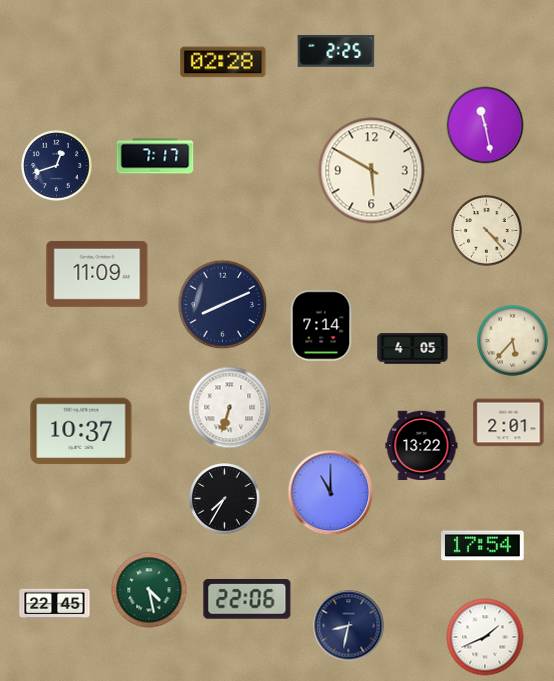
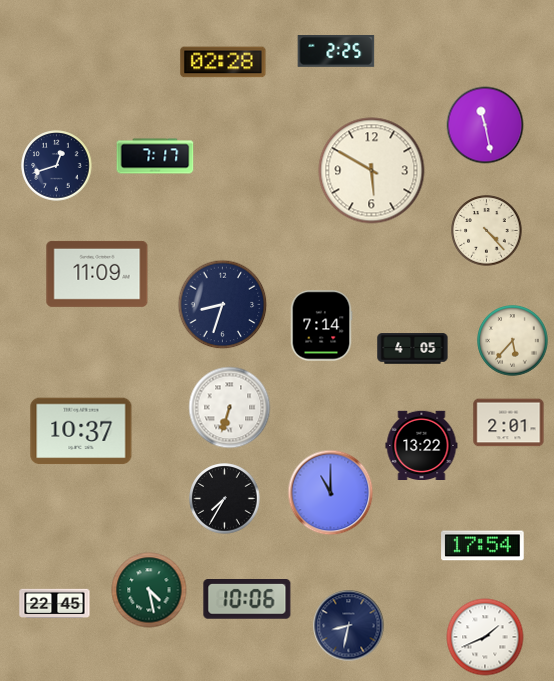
clock at (223, 305): 8:11 -> 8:33
clock at (247, 600): 22:06 -> 10:06
